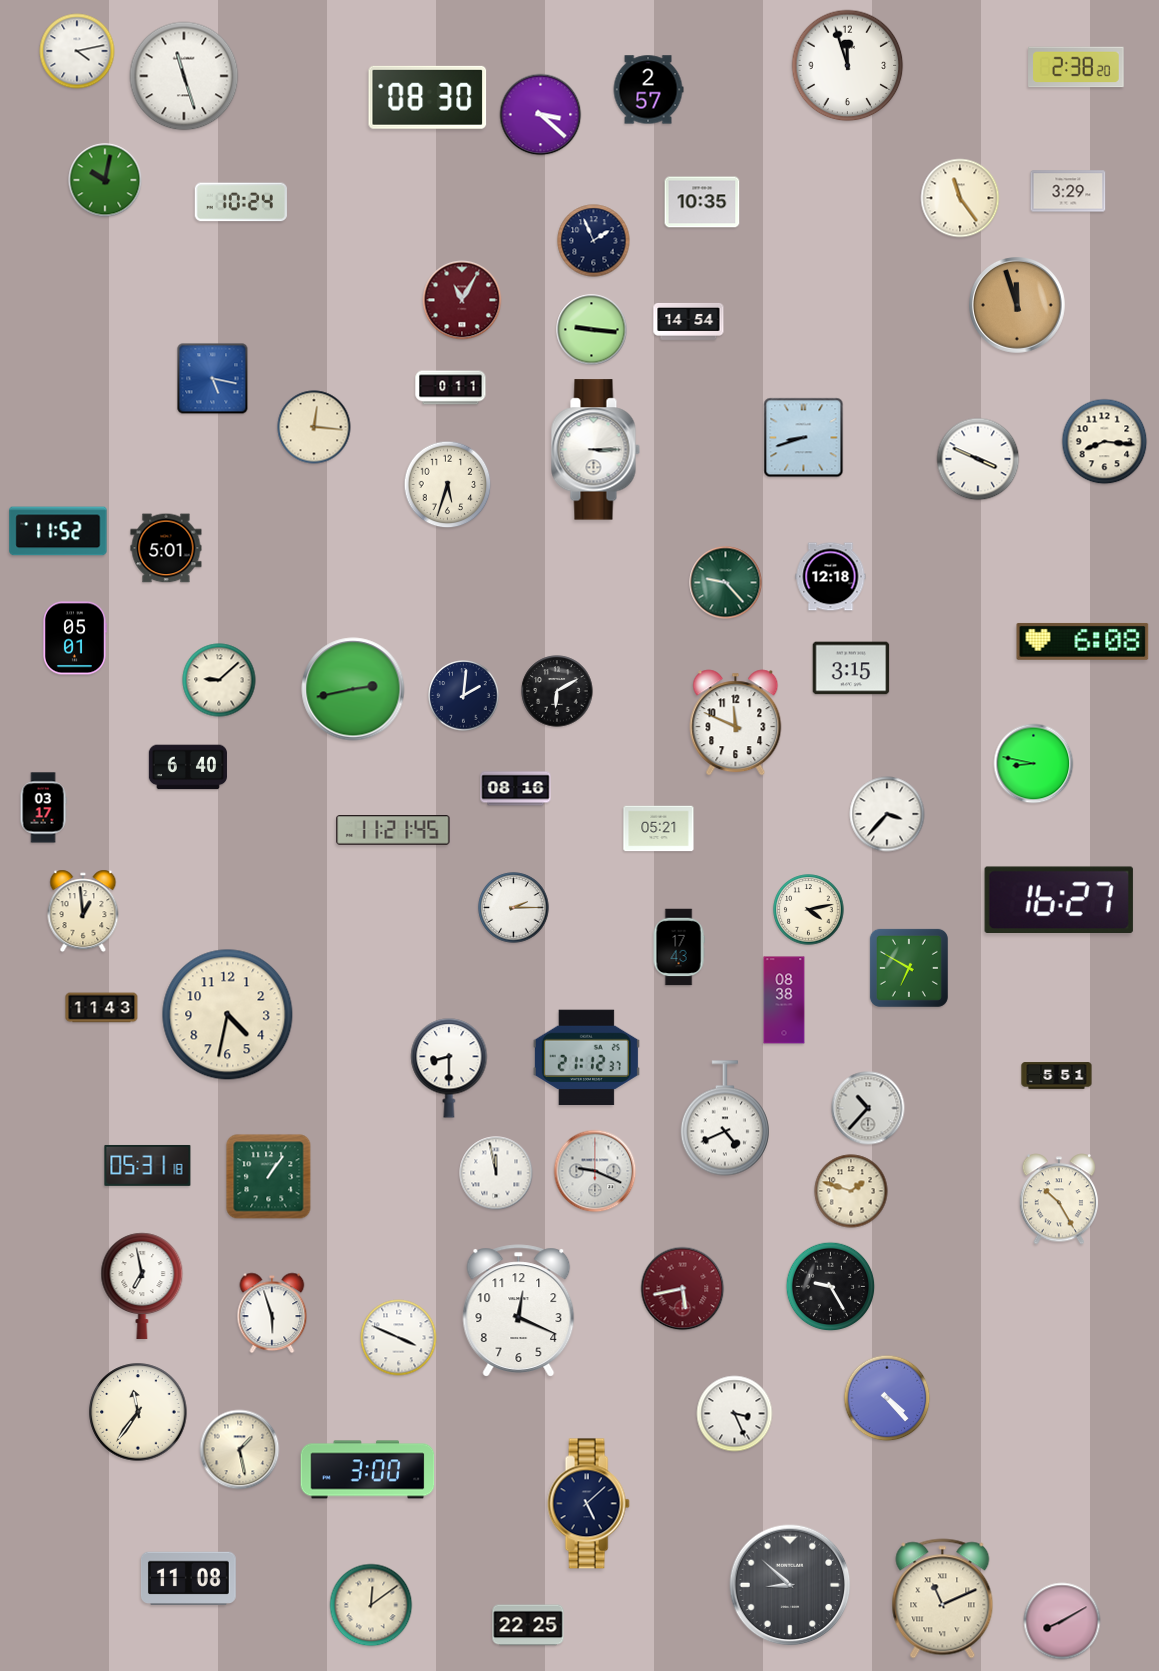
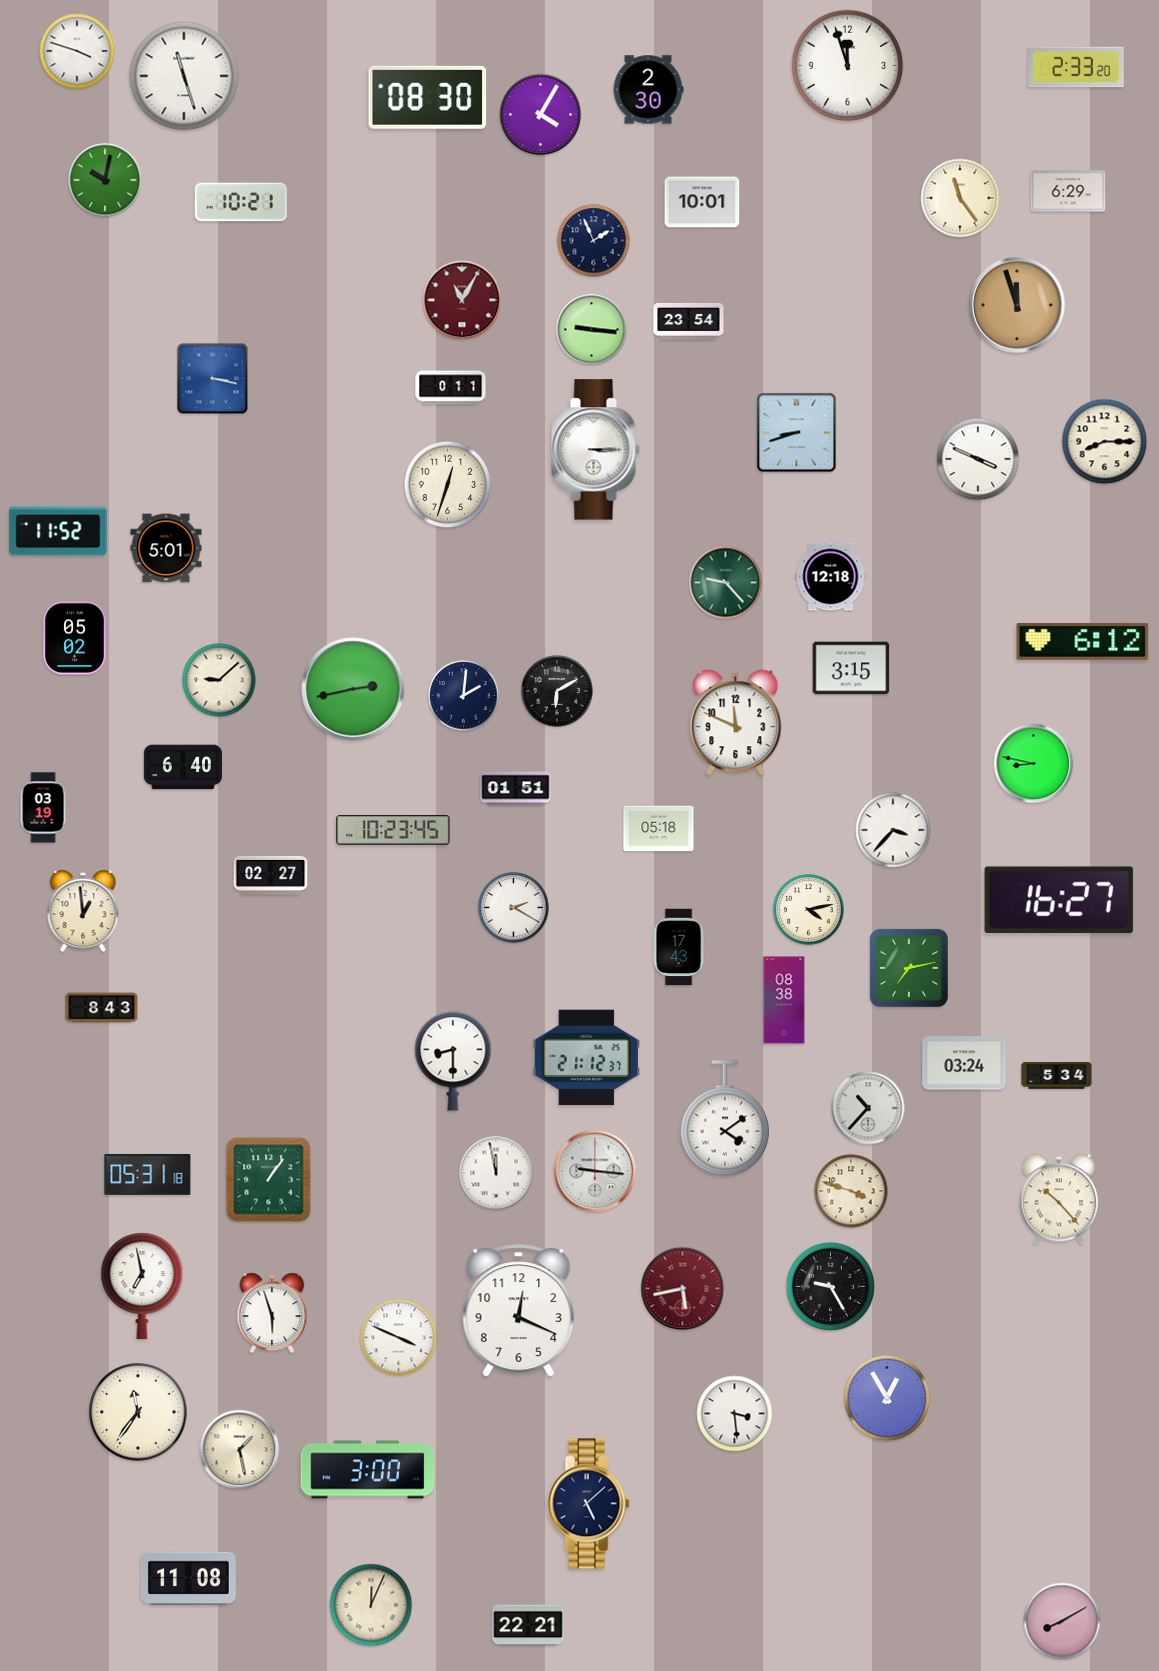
clock at (77, 51): 4:13 -> 3:48
clock at (1076, 67): 2:38 -> 2:33
clock at (648, 90): 2:57 -> 2:30
clock at (541, 115): 3:22 -> 4:05
clock at (1068, 191): 3:29 -> 6:29
clock at (241, 202): 10:24 -> 10:21
clock at (702, 202): 10:35 -> 10:01
clock at (689, 321): 14:54 -> 23:54
clock at (213, 379): 5:17 -> 3:17
clock at (314, 427): 12:16 -> none
clock at (804, 438) position: (804, 438) -> (797, 433)
clock at (1105, 442): 8:16 -> 8:15
clock at (448, 485): 5:33 -> 12:33
clock at (74, 638): 05:01 -> 05:02
clock at (1083, 641): 6:08 -> 6:12
clock at (188, 767) position: (188, 767) -> (183, 767)
clock at (516, 789): 08:16 -> 01:51
clock at (43, 808): 03:17 -> 03:19
clock at (887, 814) position: (887, 814) -> (893, 830)
clock at (659, 829): 05:21 -> 05:18
clock at (393, 830): 11:21 -> 10:23
clock at (271, 875): none -> 02:27
clock at (514, 908): 2:15 -> 2:20
clock at (909, 968): 6:50 -> 7:13
clock at (102, 1008): 11:43 -> 8:43
clock at (228, 1015): 4:32 -> none
clock at (964, 1063): none -> 03:24
clock at (449, 1068) position: (449, 1068) -> (453, 1061)
clock at (1057, 1076): 5:51 -> 5:34
clock at (725, 1118): 4:41 -> 4:09
clock at (148, 1165) position: (148, 1165) -> (148, 1174)
clock at (595, 1171): 9:19 -> 9:16
clock at (269, 1177) position: (269, 1177) -> (269, 1180)
clock at (851, 1191): 1:48 -> 3:48
clock at (1059, 1199): 10:25 -> 10:23
clock at (887, 1398): 4:23 -> 12:55
clock at (735, 1414): 3:26 -> 3:29
clock at (790, 1585): 8:52 -> none
clock at (943, 1599): 11:11 -> none
clock at (371, 1605): 12:09 -> 12:04
clock at (528, 1625): 22:25 -> 22:21
